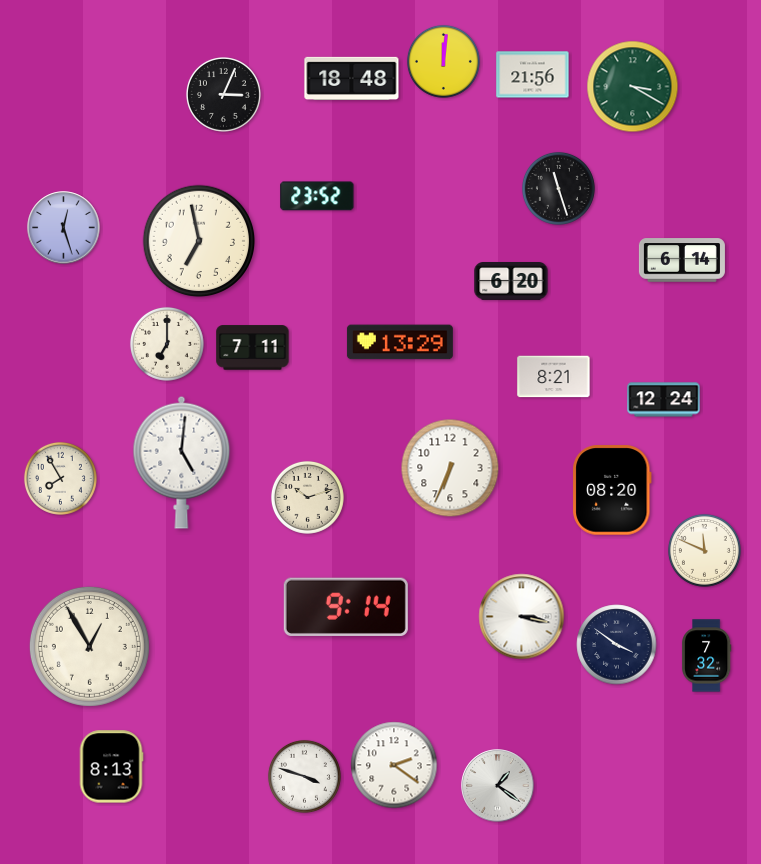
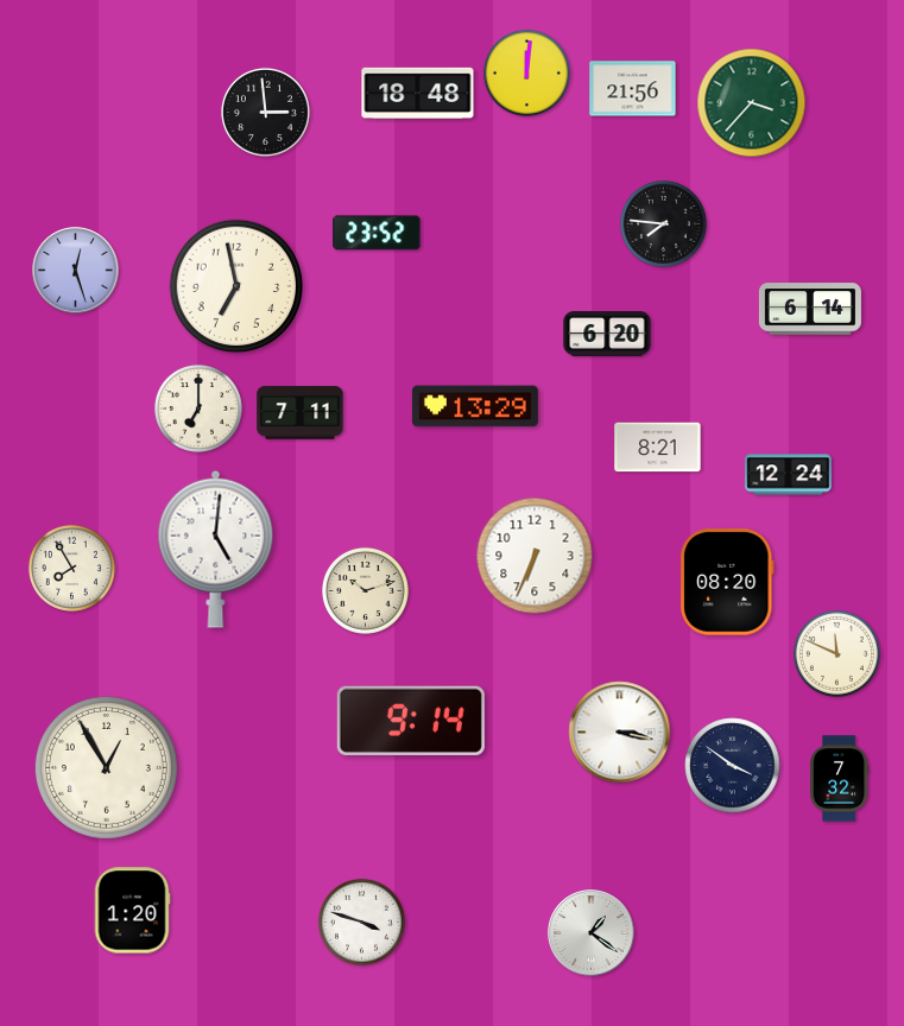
clock at (633, 87): 3:20 -> 3:37
clock at (224, 95): 3:04 -> 2:59
clock at (558, 188): 11:27 -> 7:46
clock at (394, 765): 2:21 -> none
clock at (111, 767): 8:13 -> 1:20
